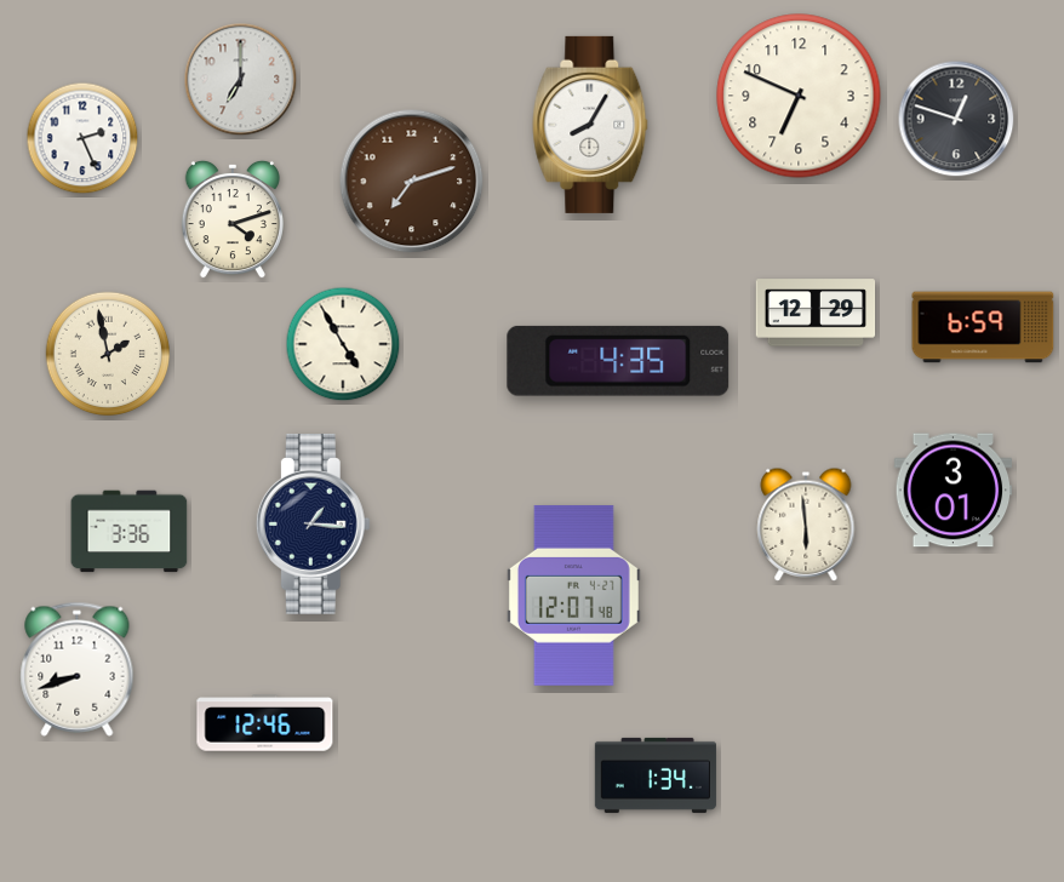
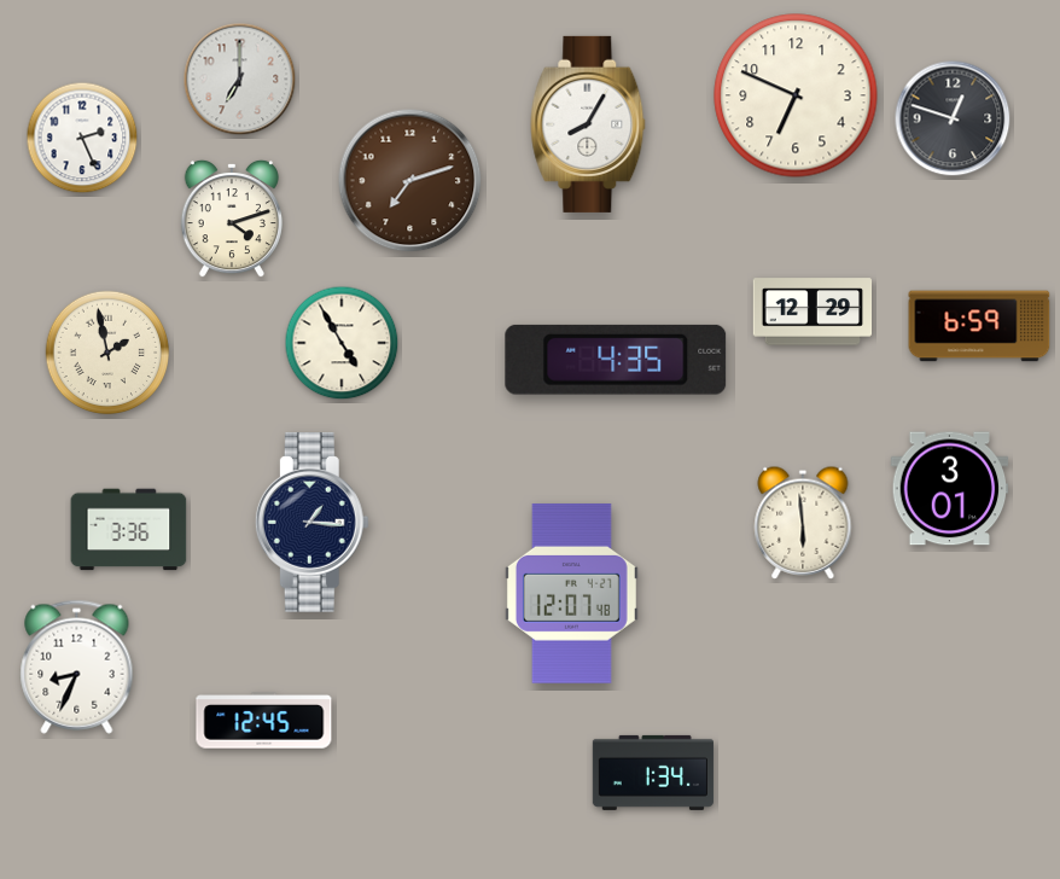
clock at (78, 669): 8:42 -> 8:34
clock at (265, 723): 12:46 -> 12:45
